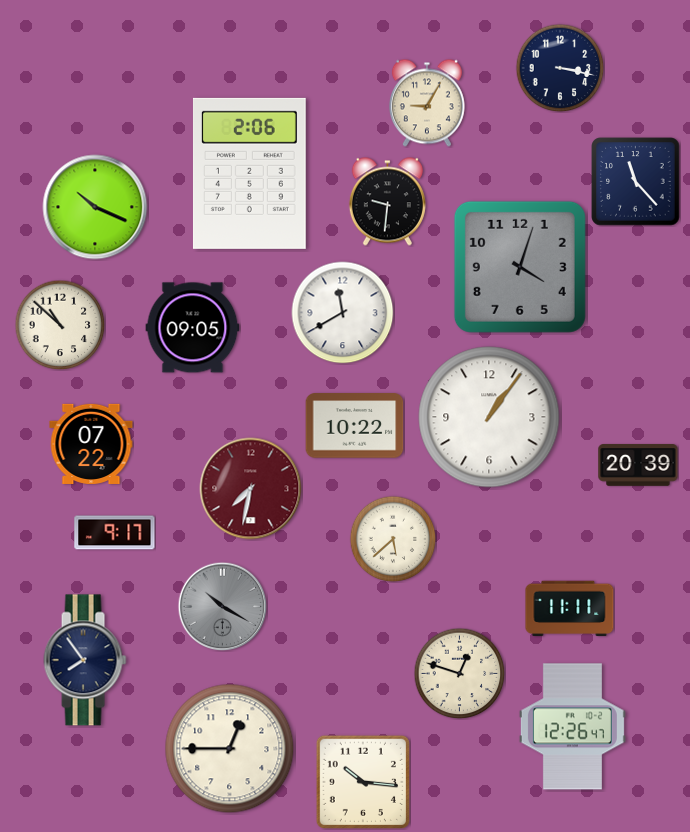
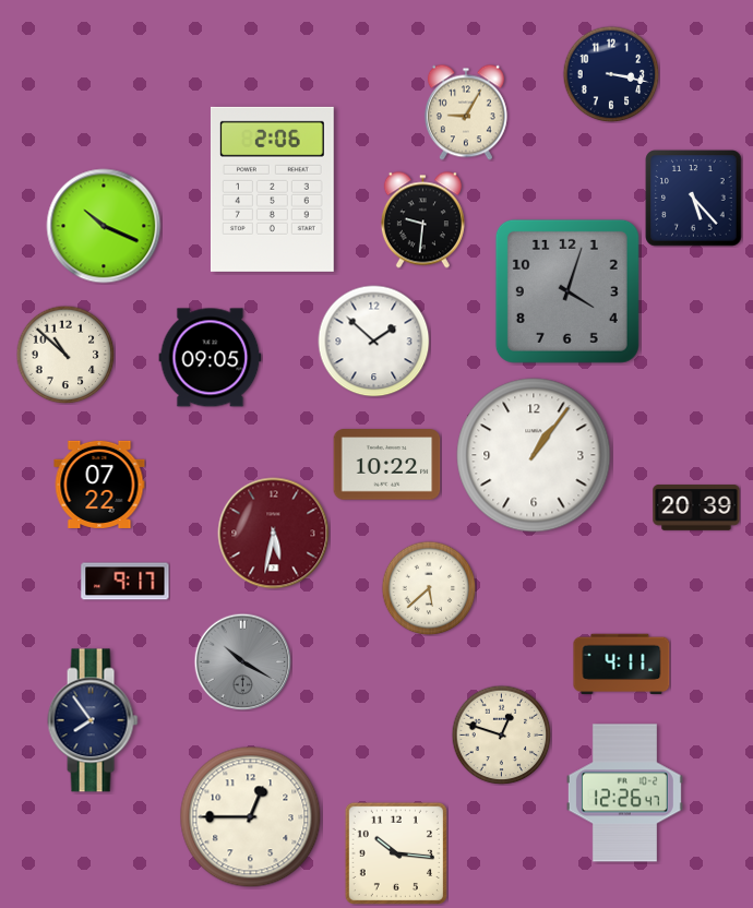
clock at (636, 182): 11:23 -> 5:23
clock at (343, 313): 11:40 -> 1:52
clock at (251, 489): 7:32 -> 5:32
clock at (570, 609): 11:11 -> 4:11
